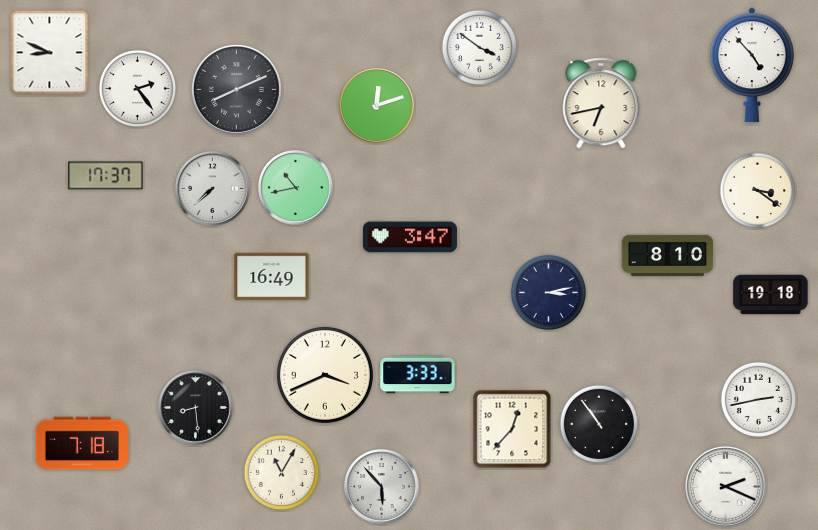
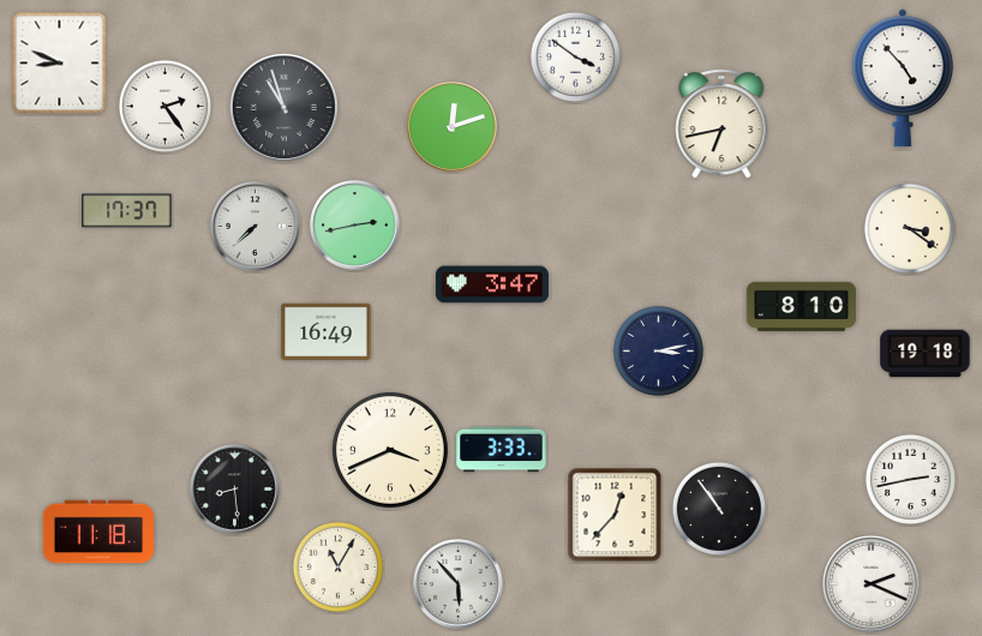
clock at (236, 89): 8:11 -> 10:57
clock at (296, 188): 10:43 -> 2:43
clock at (81, 443): 7:18 -> 11:18
